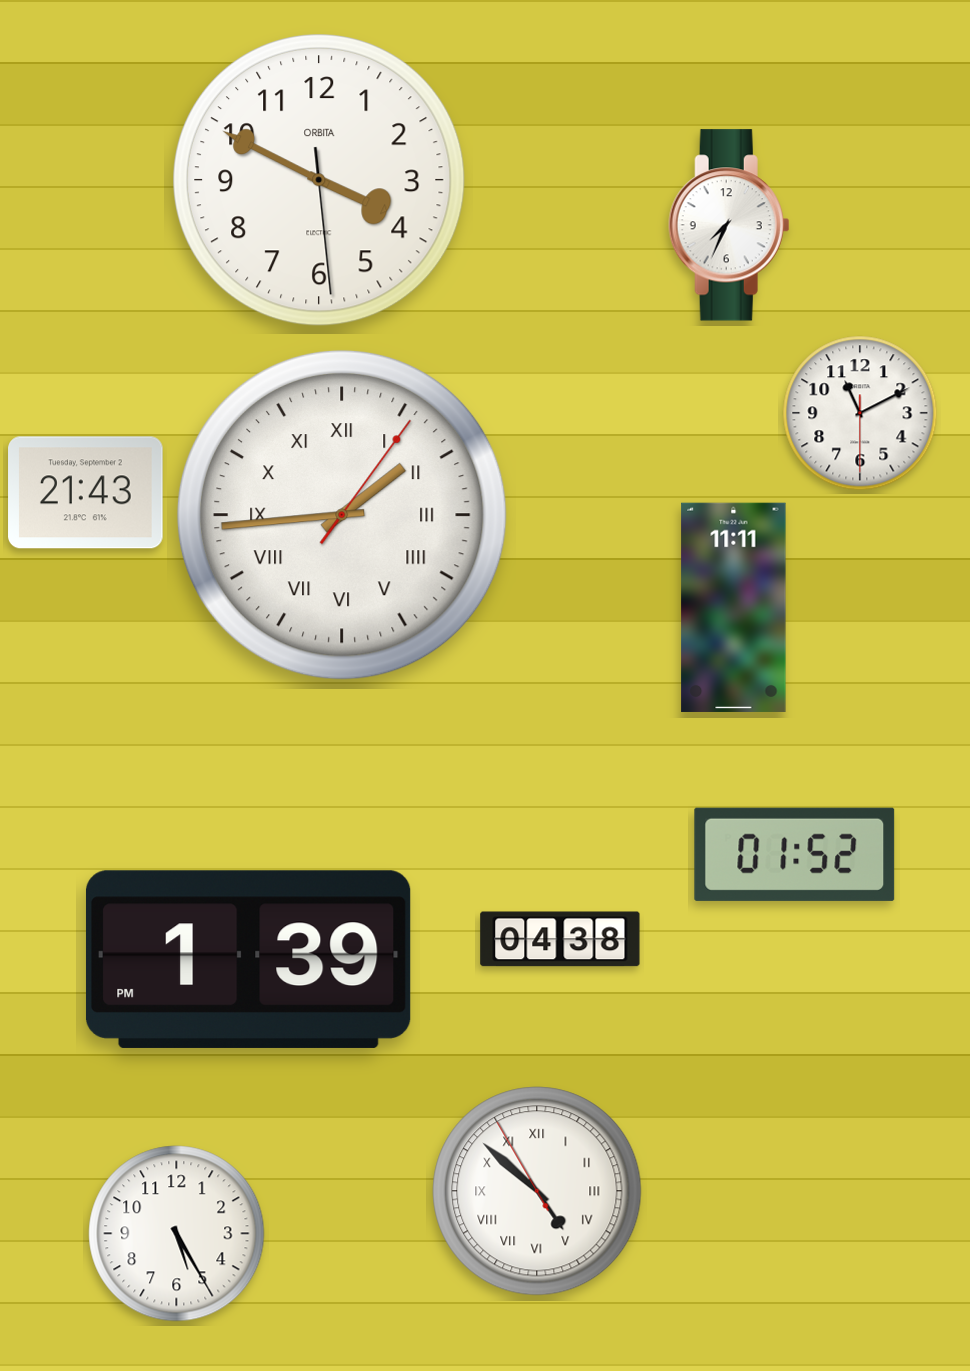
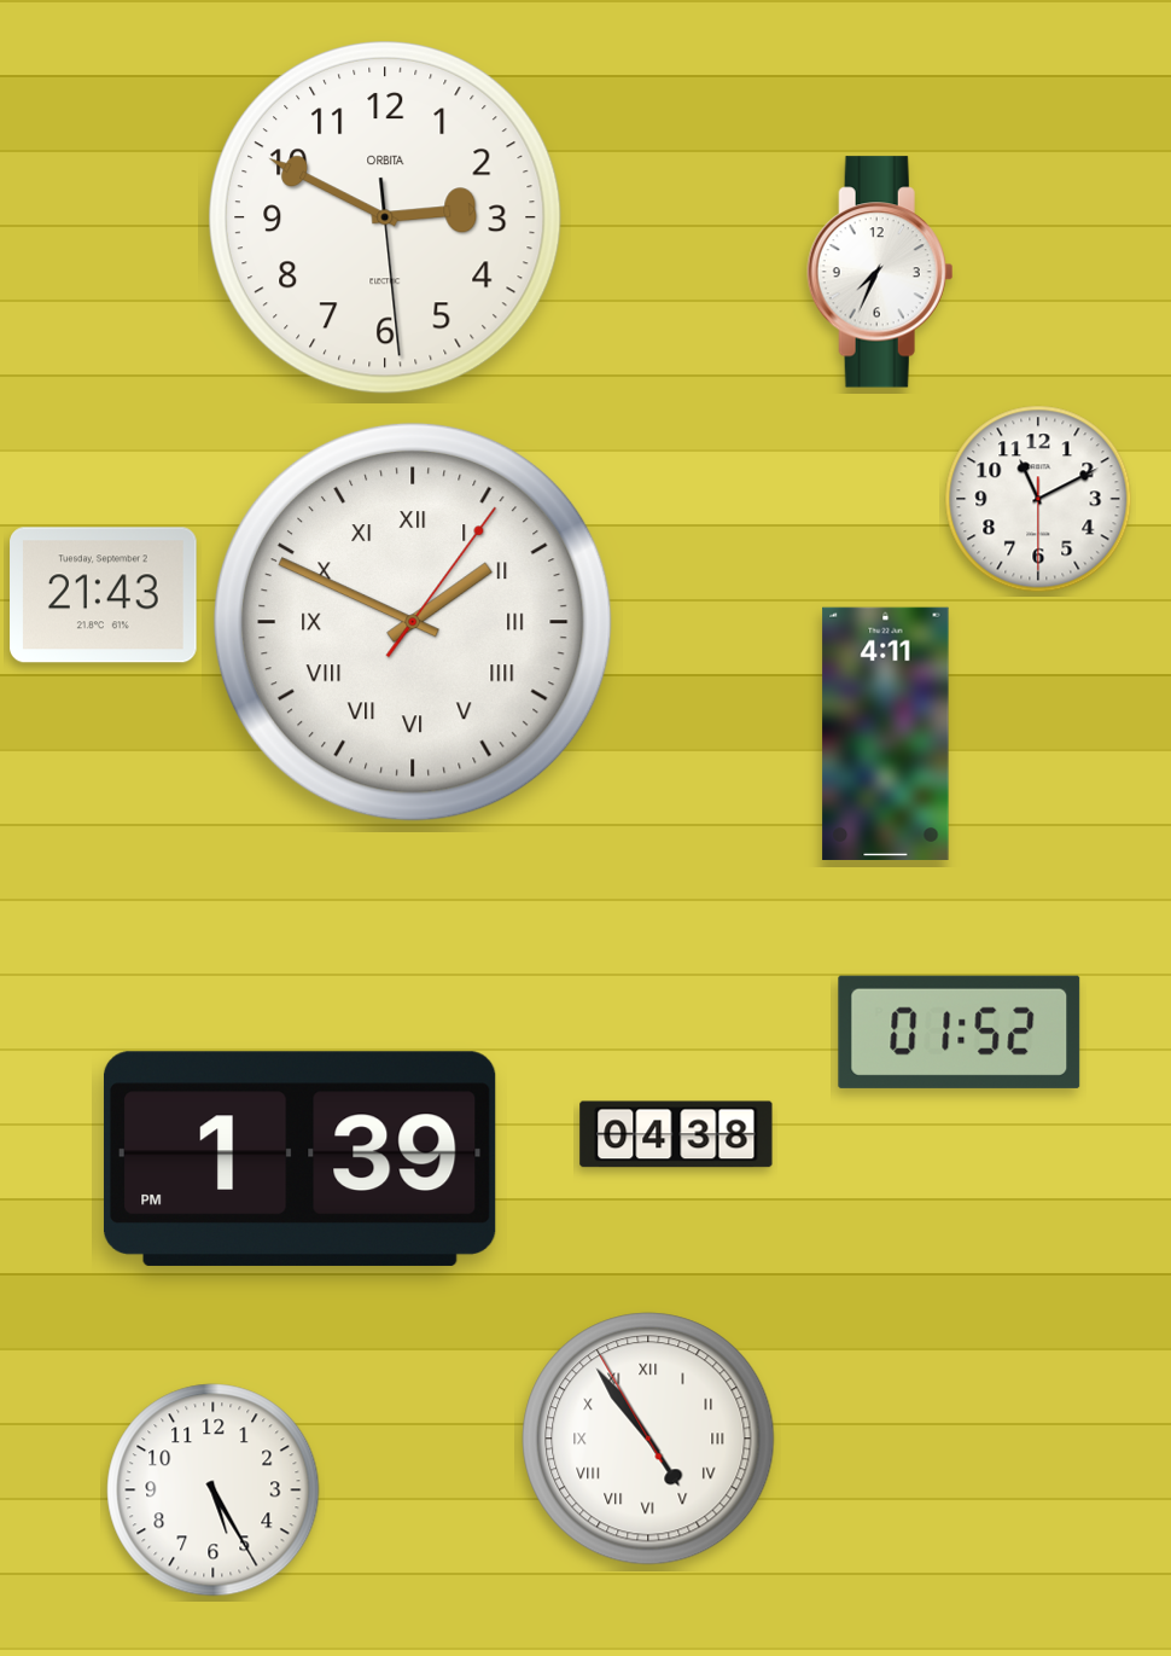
clock at (320, 181): 3:49 -> 2:49
clock at (342, 515): 1:44 -> 1:49
clock at (734, 607): 11:11 -> 4:11
clock at (537, 1191): 4:51 -> 4:53
